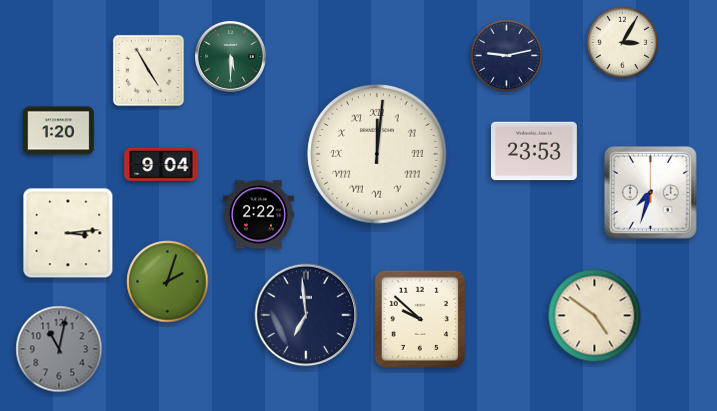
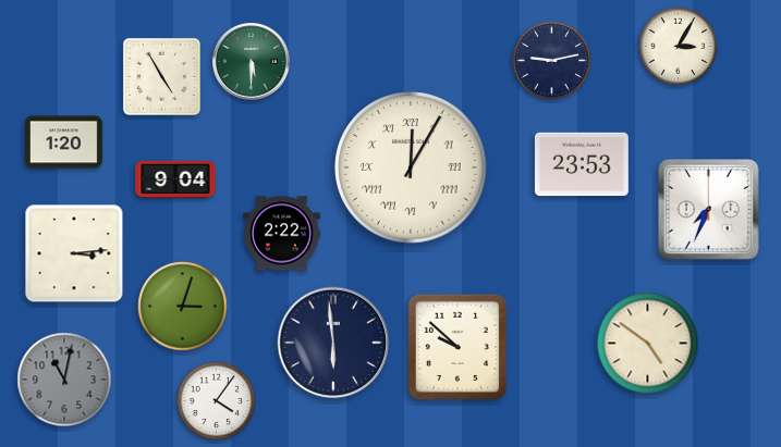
clock at (377, 154): 12:01 -> 12:05
clock at (651, 193): 7:33 -> 7:34
clock at (168, 282): 2:03 -> 3:03
clock at (306, 315): 6:59 -> 5:59
clock at (217, 401): none -> 4:06
